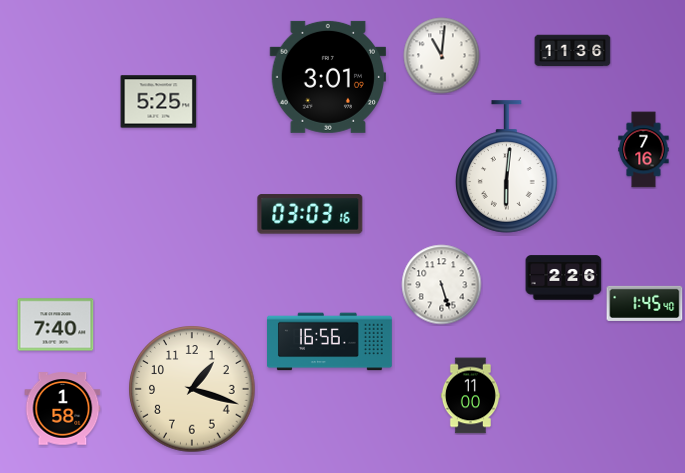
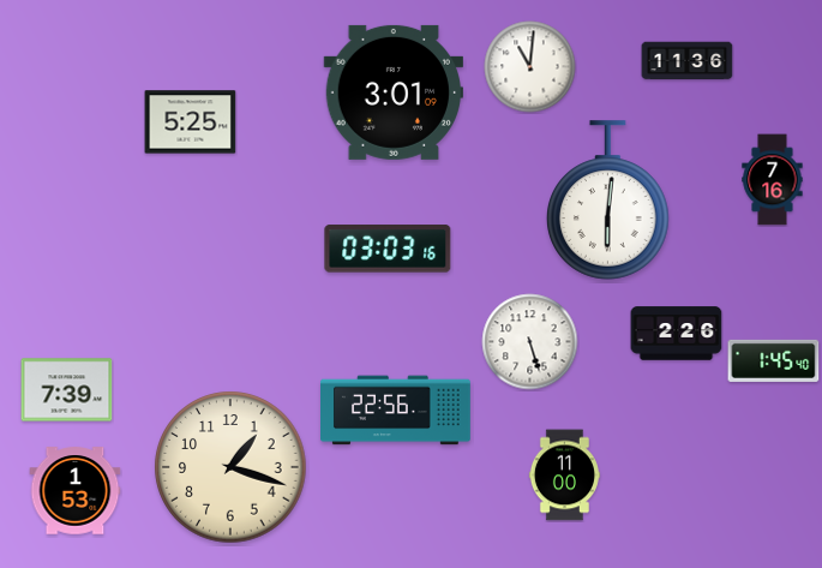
clock at (310, 214) position: (310, 214) -> (388, 249)
clock at (645, 303) position: (645, 303) -> (774, 360)
clock at (56, 325): 7:40 -> 7:39
clock at (330, 342): 16:56 -> 22:56
clock at (63, 409): 1:58 -> 1:53
